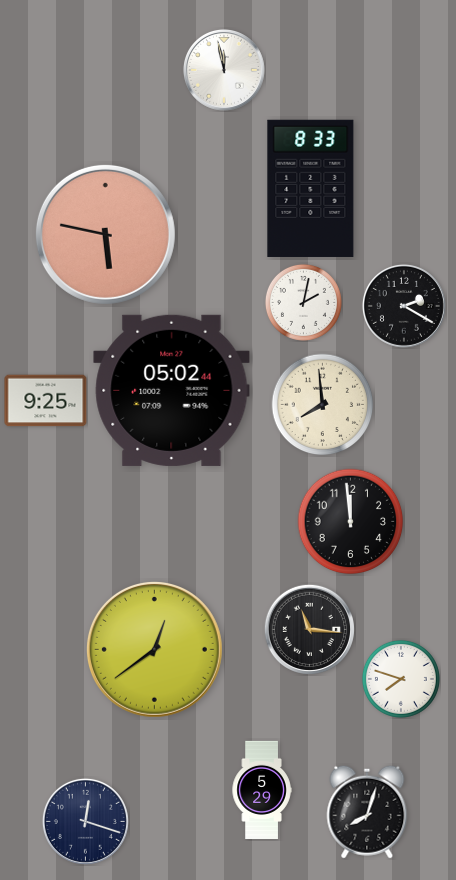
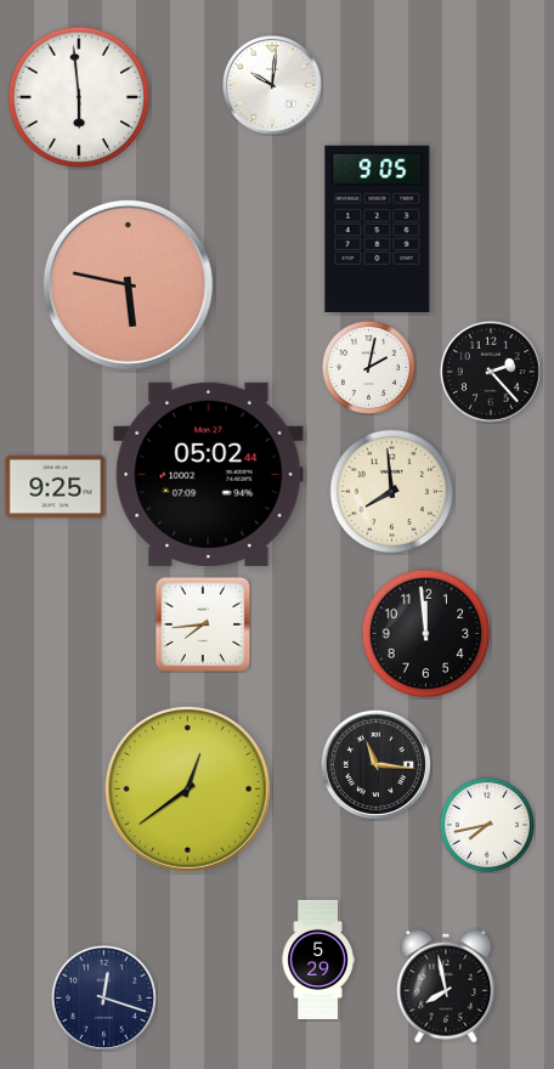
clock at (224, 70): 11:58 -> 10:01
clock at (79, 97): none -> 5:59
clock at (311, 188): 8:33 -> 9:05
clock at (404, 306): 2:20 -> 2:23
clock at (203, 624): none -> 7:44
clock at (401, 679): 7:48 -> 7:43
clock at (367, 812): 8:03 -> 7:58
